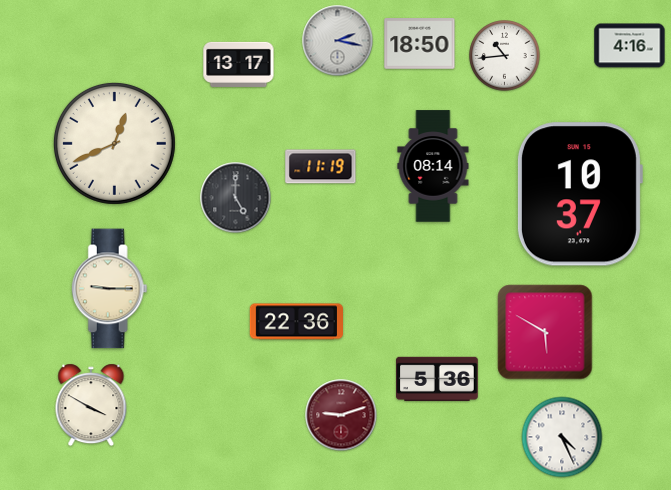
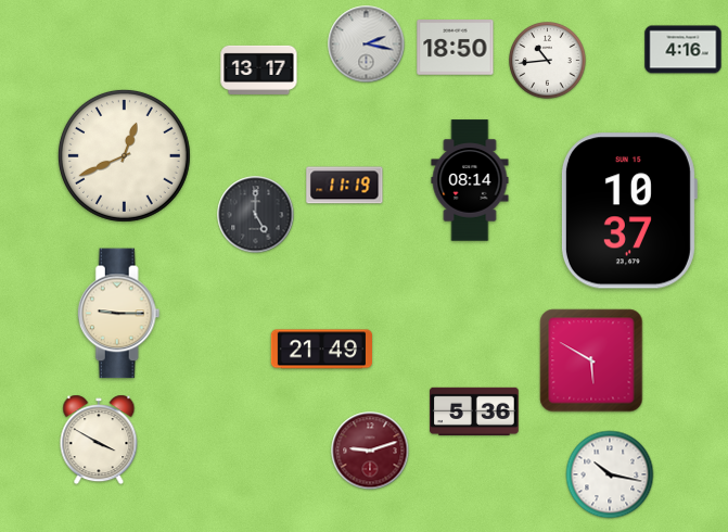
clock at (321, 167) position: (321, 167) -> (345, 186)
clock at (296, 322): 22:36 -> 21:49
clock at (562, 437): 4:26 -> 10:17
